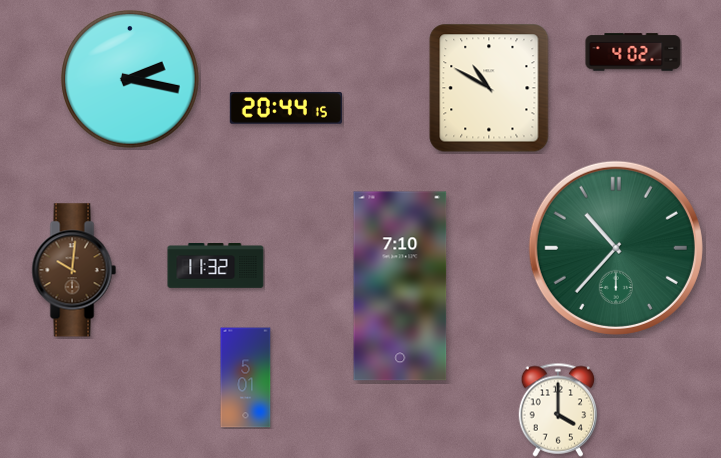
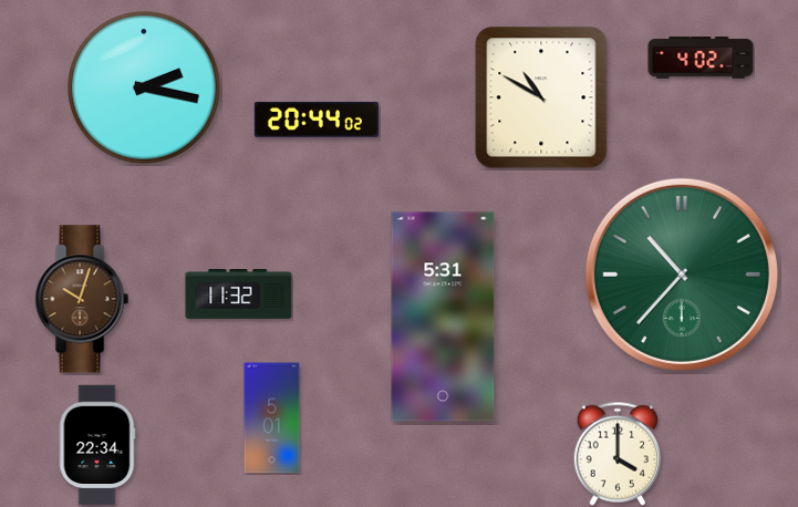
clock at (286, 108): 20:44:15 -> 20:44:02
clock at (74, 270): 10:01 -> 10:03
clock at (400, 286): 7:10 -> 5:31
clock at (97, 445): none -> 22:34
